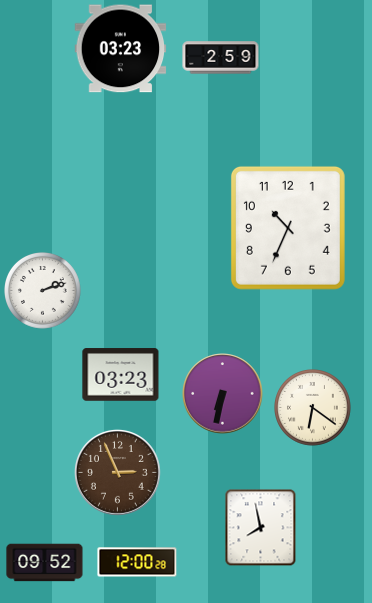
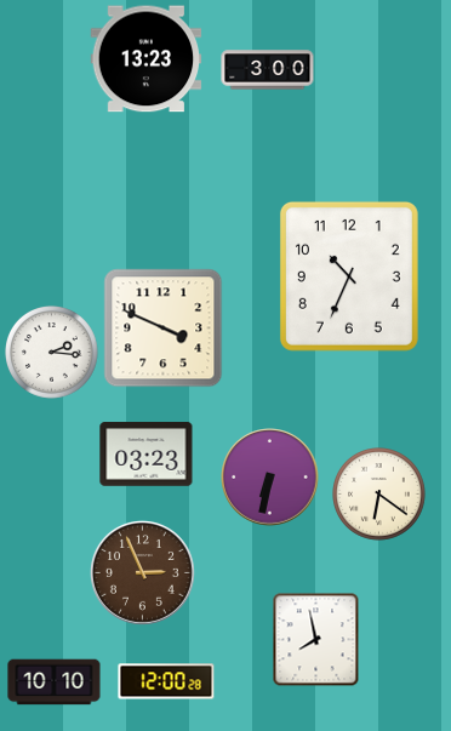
clock at (121, 49): 03:23 -> 13:23
clock at (221, 58): 2:59 -> 3:00
clock at (164, 329): none -> 3:49
clock at (43, 291): 2:12 -> 2:16
clock at (45, 563): 09:52 -> 10:10
